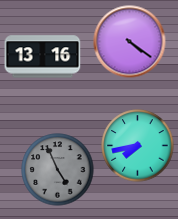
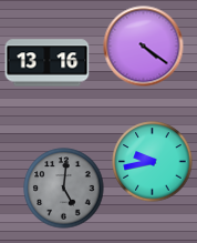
clock at (138, 146): 7:43 -> 9:43
clock at (58, 170): 4:56 -> 5:01
